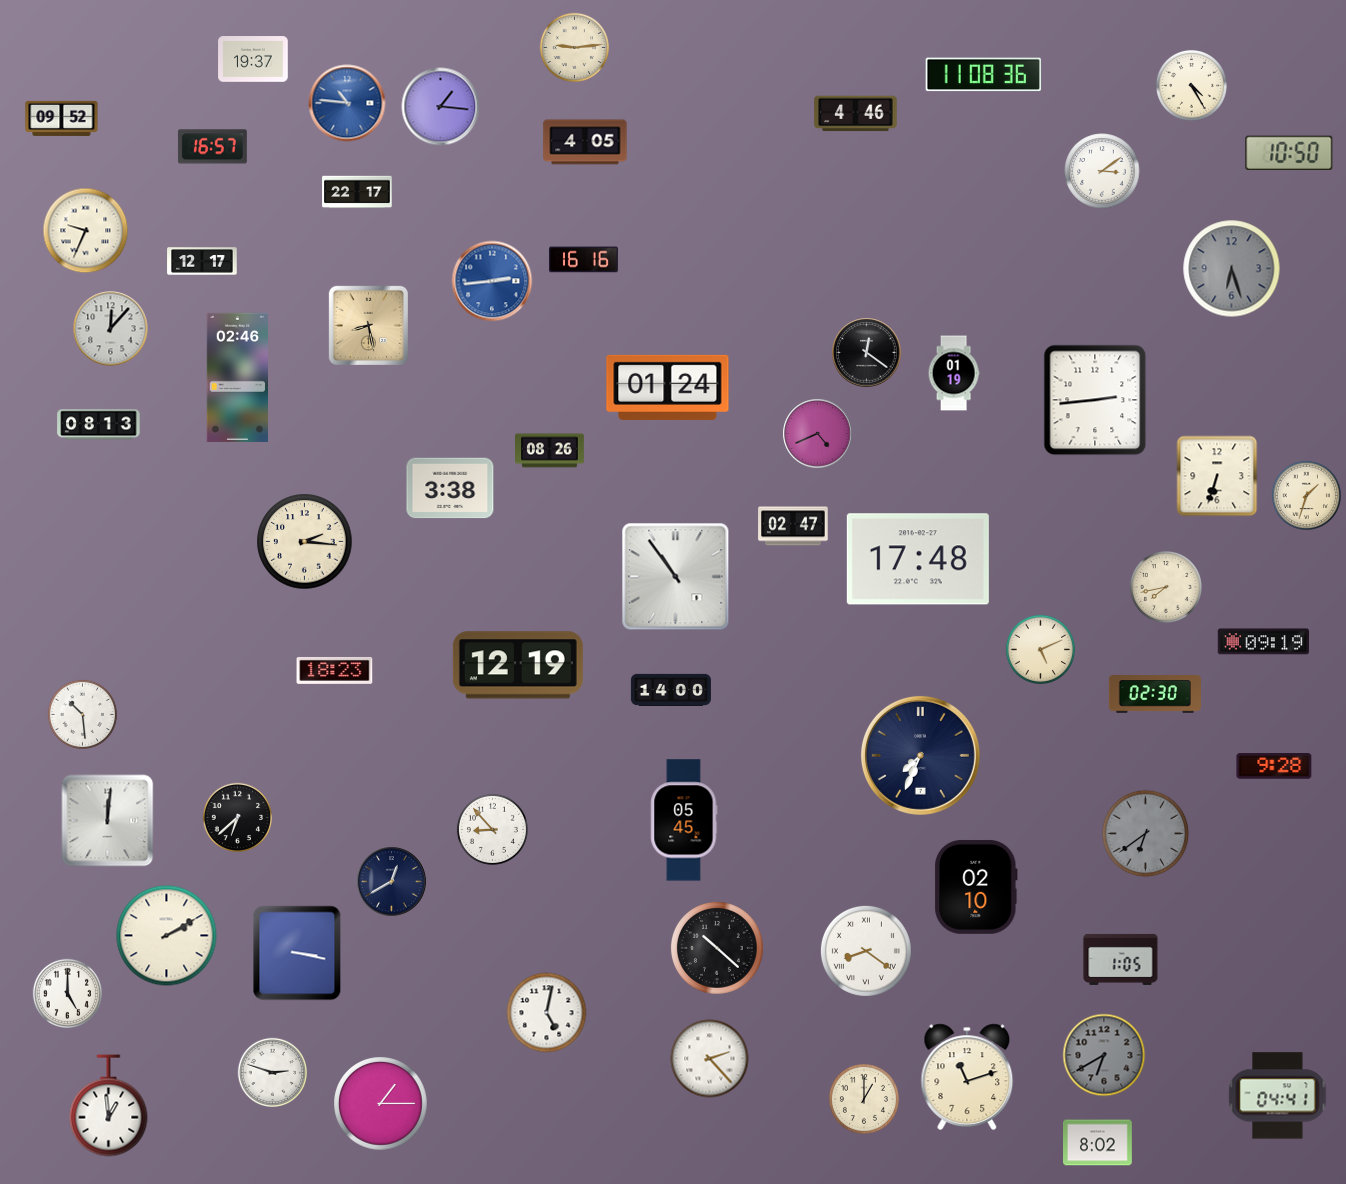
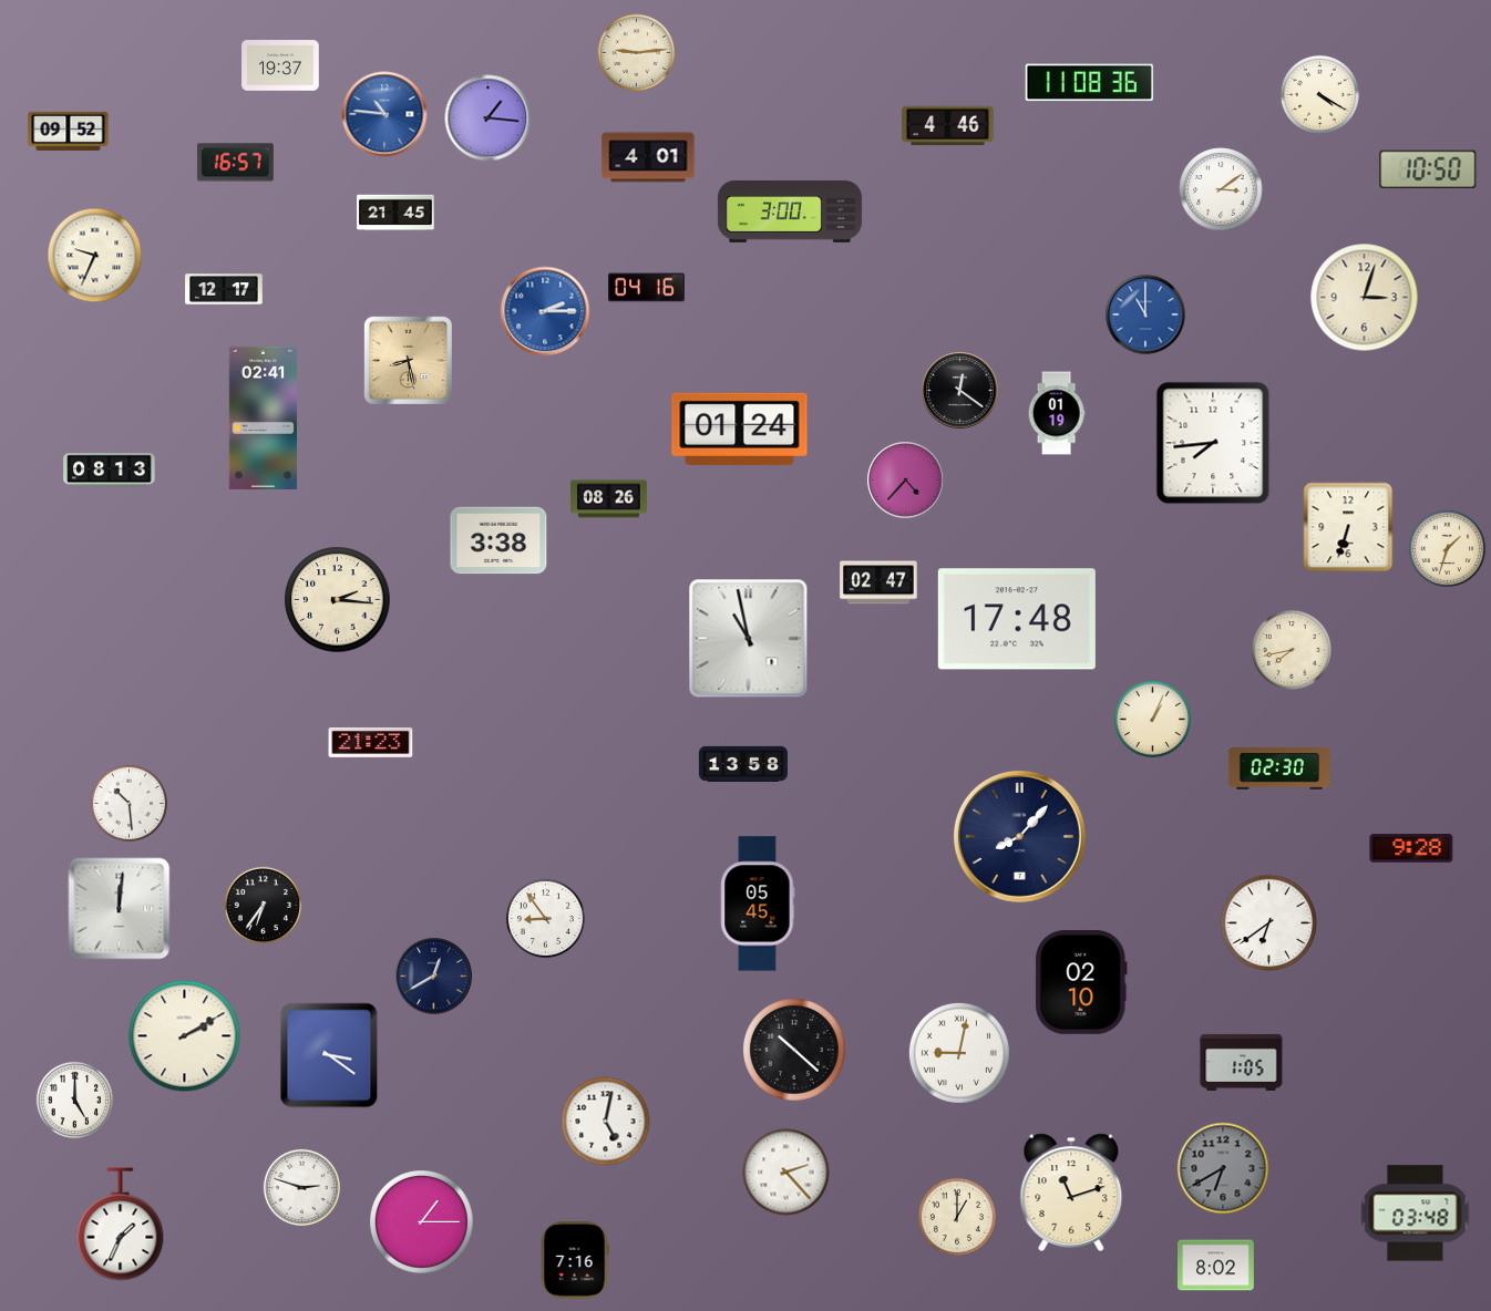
clock at (1191, 85): 4:25 -> 4:20
clock at (585, 142): 4:05 -> 4:01
clock at (790, 211): none -> 3:00
clock at (357, 192): 22:17 -> 21:45
clock at (584, 260): 16:16 -> 04:16
clock at (1232, 269): 6:27 -> 3:03
clock at (1232, 269) dial: grey -> cream
clock at (492, 281): 2:44 -> 2:15
clock at (1145, 314): none -> 11:00
clock at (111, 329): 12:07 -> none
clock at (237, 377): 02:46 -> 02:41
clock at (1095, 400): 2:44 -> 7:44
clock at (818, 434): 4:41 -> 4:37
clock at (676, 577): 10:54 -> 10:58
clock at (1263, 642): 09:19 -> none
clock at (1040, 649): 5:11 -> 1:04
clock at (518, 665): 12:19 -> none
clock at (335, 670): 18:23 -> 21:23
clock at (671, 690): 14:00 -> 13:58
clock at (82, 714) position: (82, 714) -> (128, 803)
clock at (920, 755): 7:34 -> 8:07
clock at (237, 817): 6:38 -> 6:36
clock at (684, 820) position: (684, 820) -> (758, 904)
clock at (492, 829): 8:53 -> 8:54
clock at (1146, 834) dial: grey -> white
clock at (866, 951): 8:21 -> 9:02
clock at (297, 953): 3:17 -> 3:21
clock at (1278, 1096): 04:41 -> 03:48
clock at (109, 1106): 12:59 -> 1:34
clock at (575, 1260): none -> 7:16
